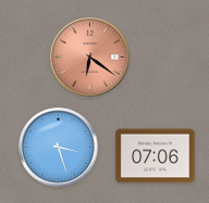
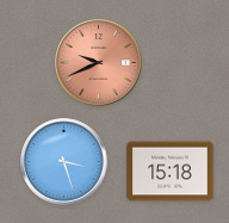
clock at (90, 58): 6:21 -> 9:41
clock at (156, 156): 07:06 -> 15:18
